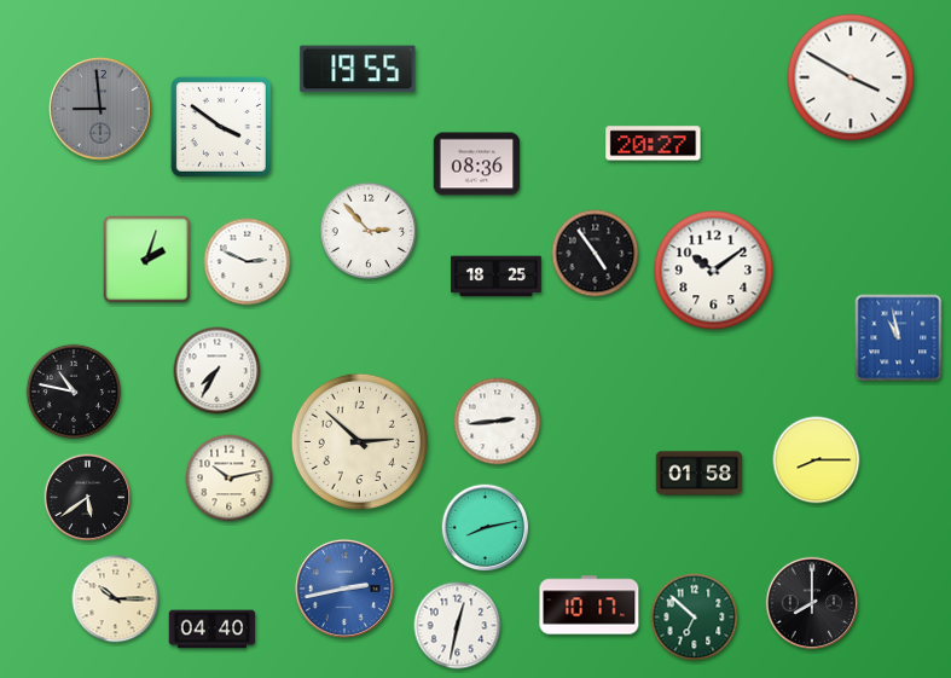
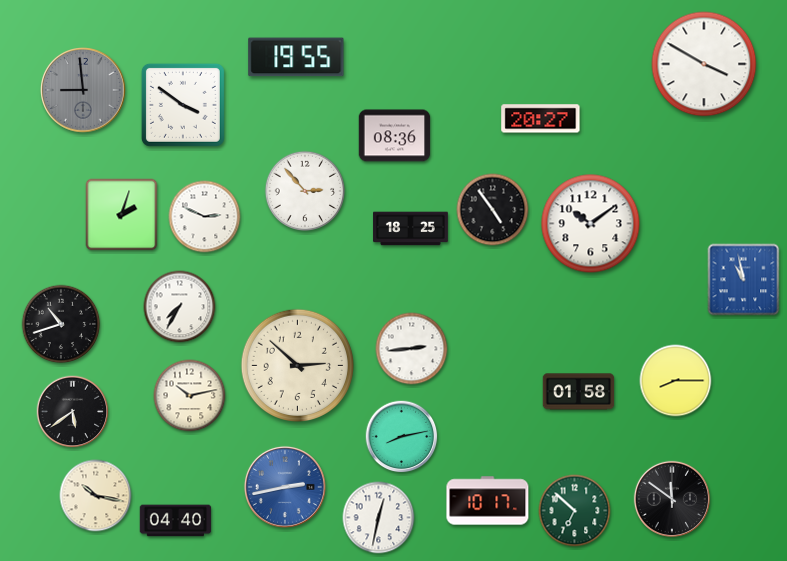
clock at (74, 392): 10:47 -> 10:42
clock at (116, 599): 10:15 -> 10:17
clock at (812, 603): 8:00 -> 11:51
